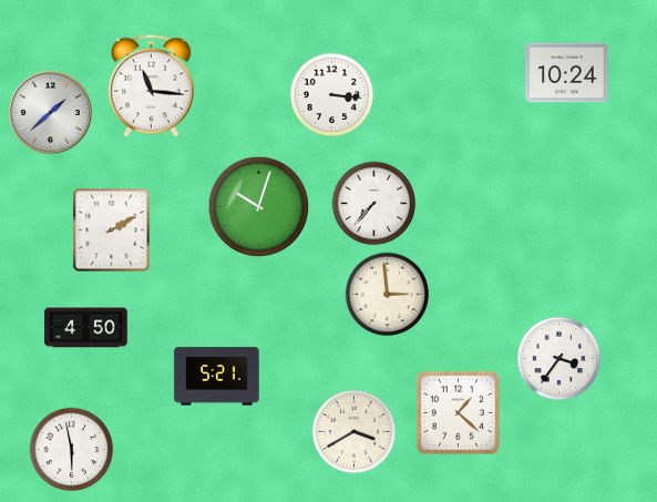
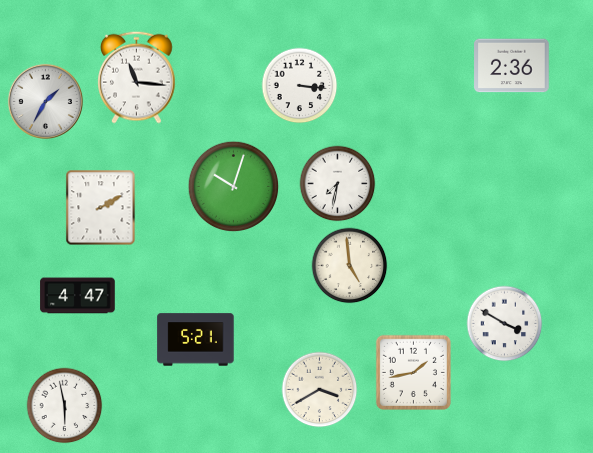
clock at (567, 73): 10:24 -> 2:36
clock at (50, 112): 1:38 -> 1:35
clock at (374, 204): 7:37 -> 7:32
clock at (388, 295): 2:59 -> 4:59
clock at (86, 328): 4:50 -> 4:47
clock at (560, 359): 3:36 -> 3:50
clock at (458, 412): 1:22 -> 1:43
